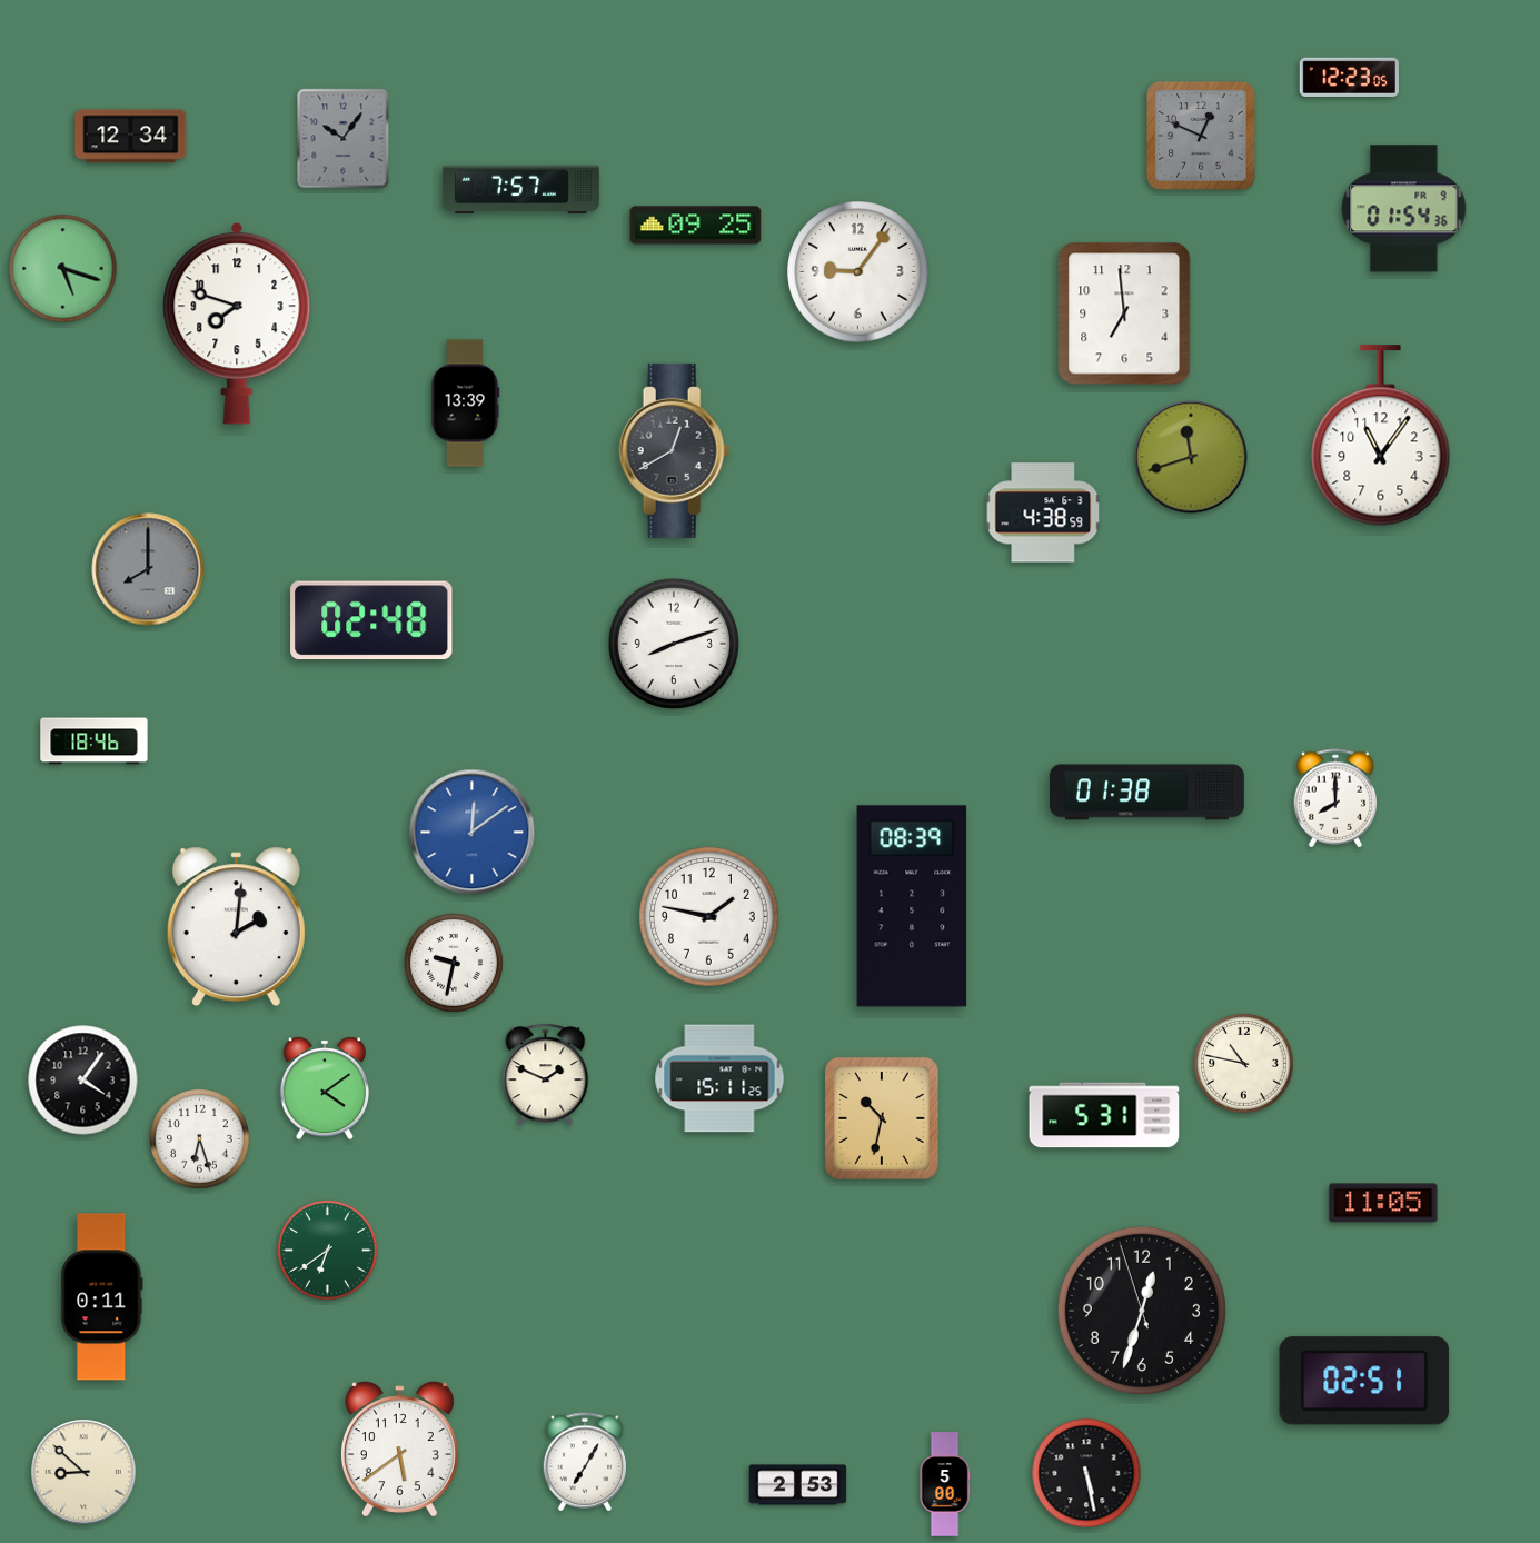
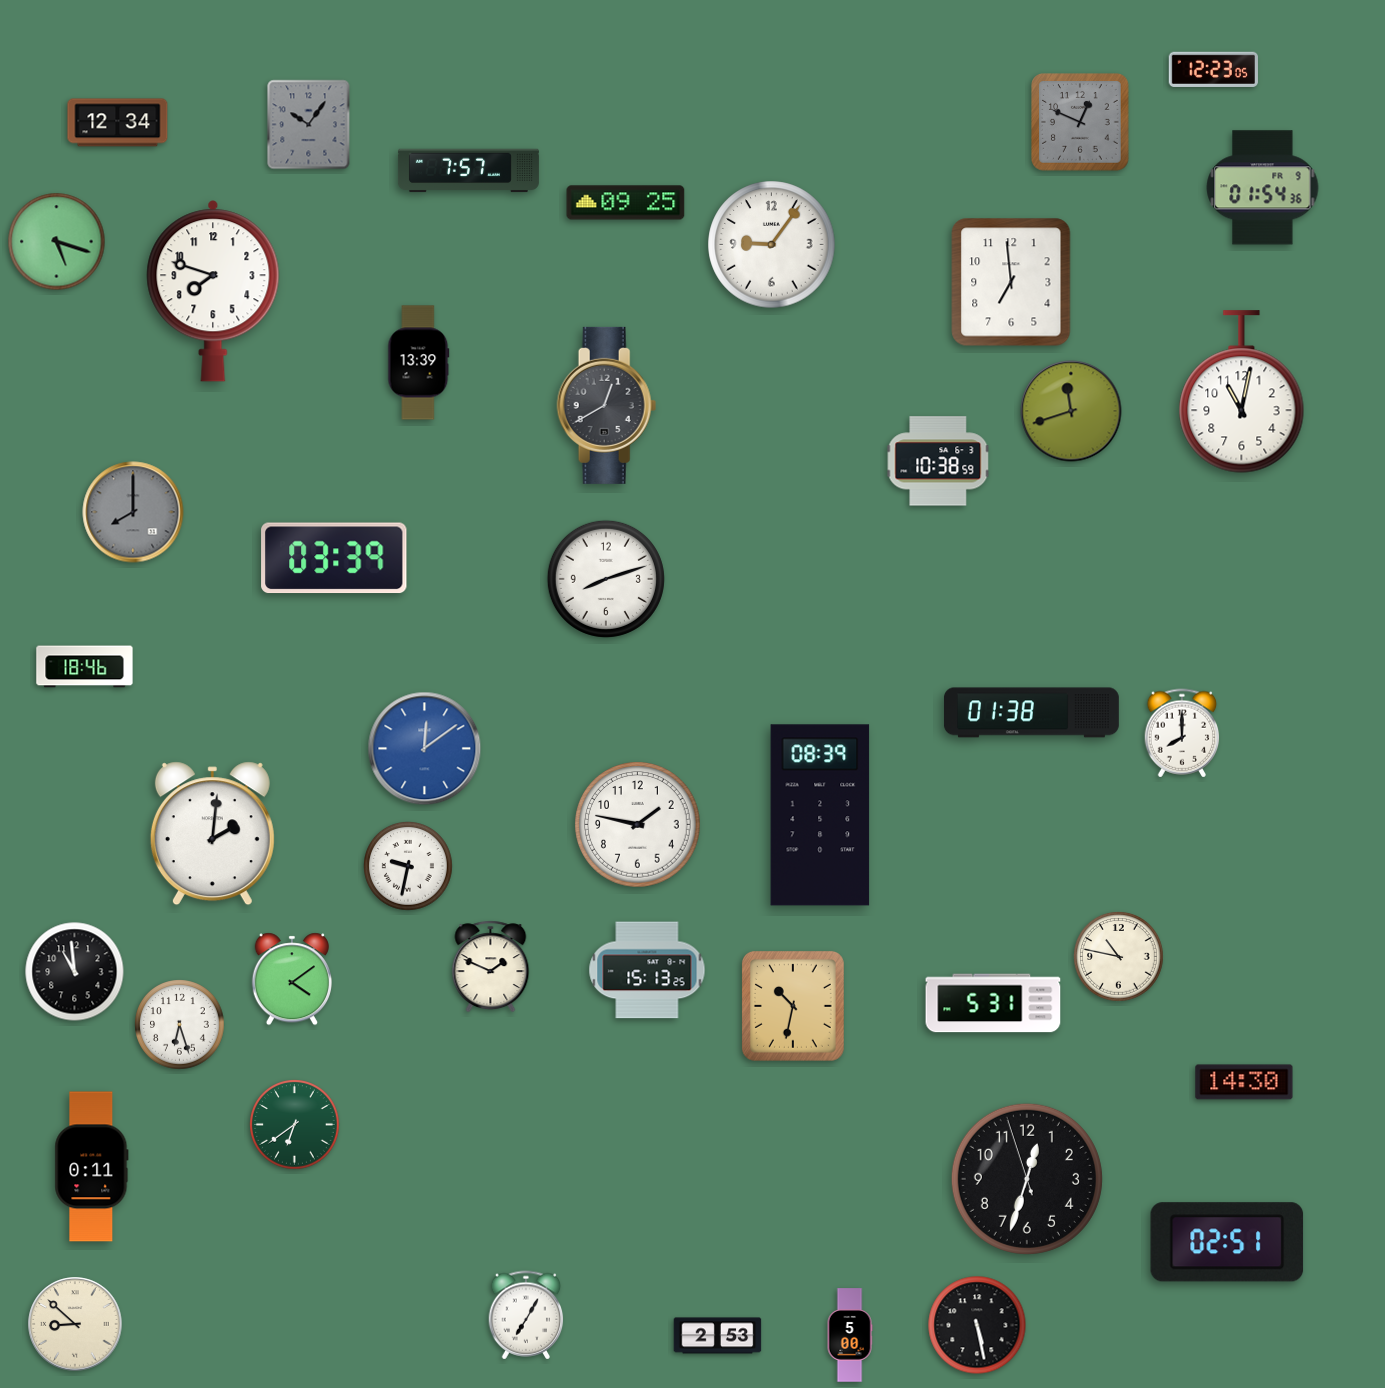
clock at (1381, 436): 11:06 -> 11:02
clock at (1043, 512): 4:38 -> 10:38
clock at (371, 620): 02:48 -> 03:39
clock at (1335, 798) position: (1335, 798) -> (1182, 733)
clock at (719, 1078): 15:11 -> 15:13
clock at (83, 1081): 4:06 -> 10:59
clock at (1383, 1203): 11:05 -> 14:30
clock at (399, 1450): 5:39 -> none
